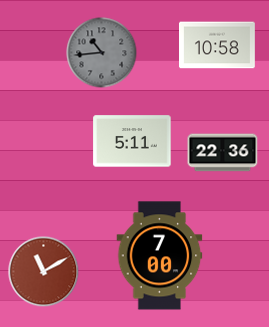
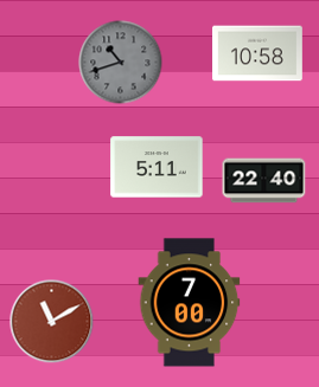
clock at (102, 53): 10:44 -> 10:42
clock at (223, 153): 22:36 -> 22:40
